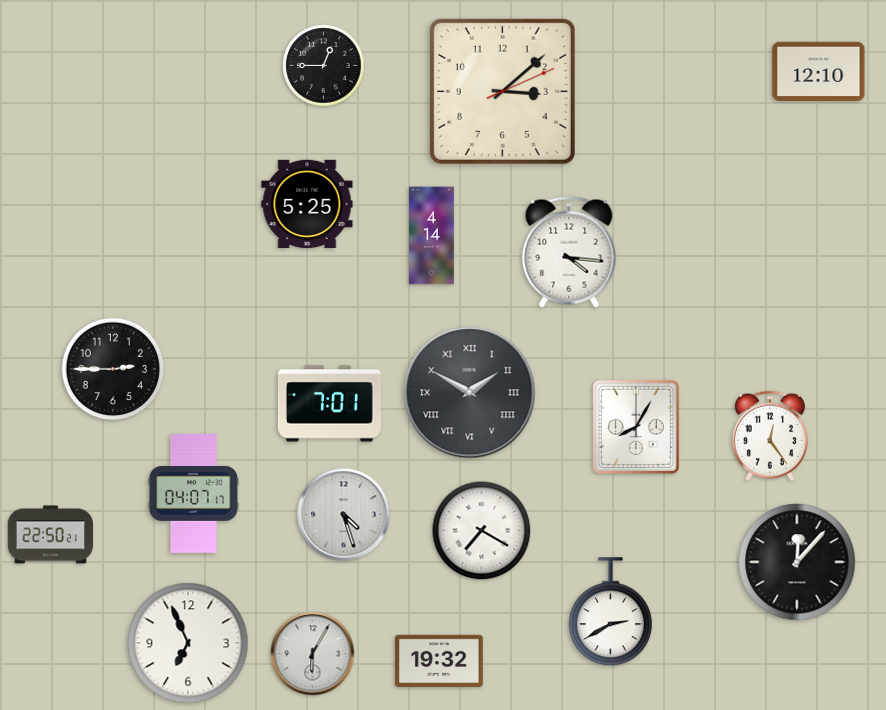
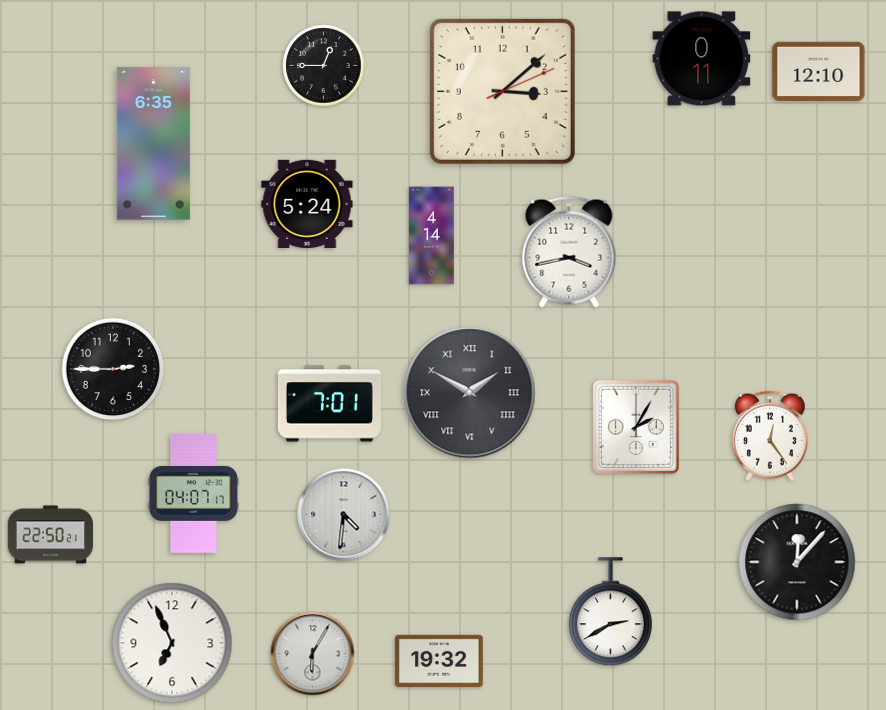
clock at (702, 59): none -> 0:11
clock at (153, 144): none -> 6:35
clock at (307, 204): 5:25 -> 5:24
clock at (569, 252): 4:16 -> 3:43
clock at (636, 427): 8:05 -> 2:05
clock at (344, 515): 4:27 -> 4:31
clock at (482, 531): 7:20 -> none
clock at (188, 643) position: (188, 643) -> (172, 643)
